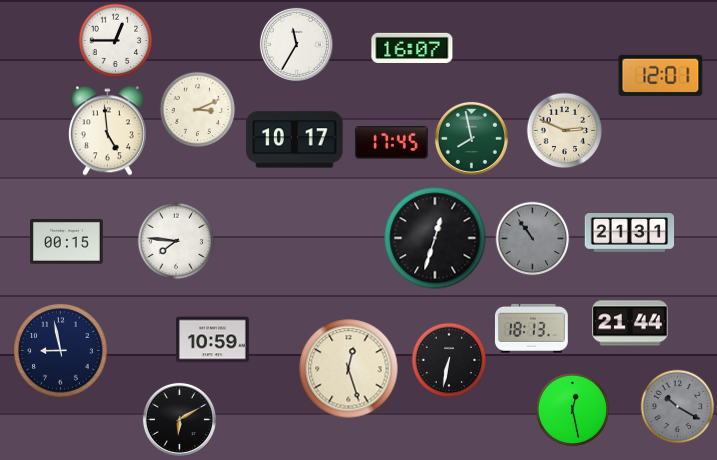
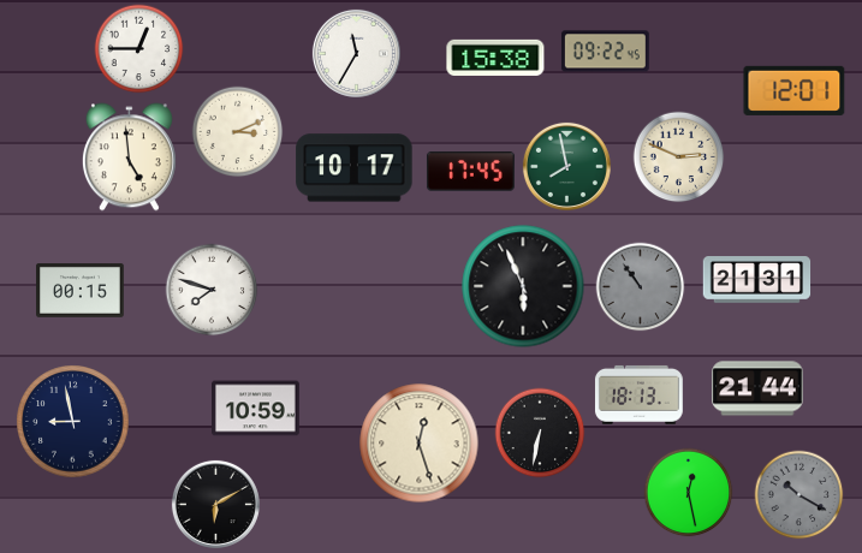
clock at (605, 52): none -> 09:22
clock at (412, 48): 16:07 -> 15:38
clock at (435, 238): 12:33 -> 5:56
clock at (176, 241): 7:46 -> 7:48
clock at (678, 407) position: (678, 407) -> (799, 495)
